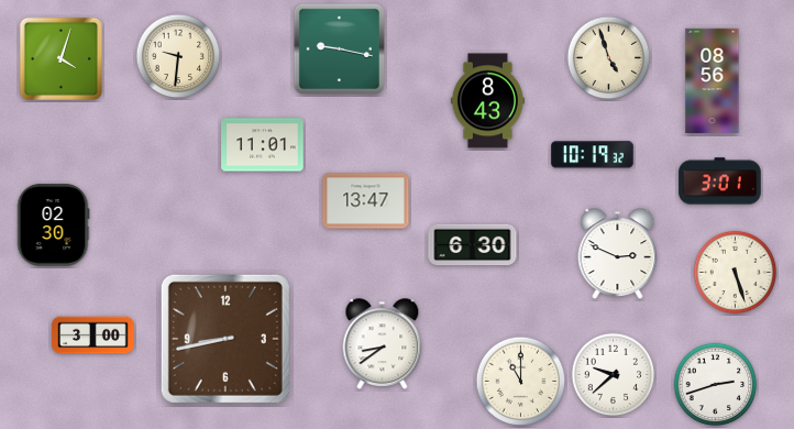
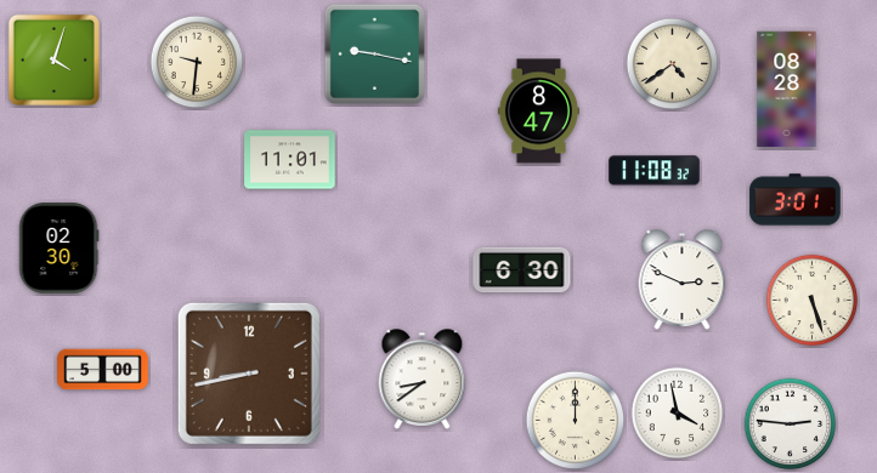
clock at (60, 58) position: (60, 58) -> (53, 59)
clock at (609, 58): 4:57 -> 4:39
clock at (713, 81): 08:56 -> 08:28
clock at (487, 101): 8:43 -> 8:47
clock at (593, 155): 10:19 -> 11:08
clock at (366, 201): 13:47 -> none
clock at (93, 335): 3:00 -> 5:00
clock at (614, 375): 9:38 -> 3:58
clock at (521, 382): 11:00 -> 12:00
clock at (716, 385): 2:42 -> 2:46
